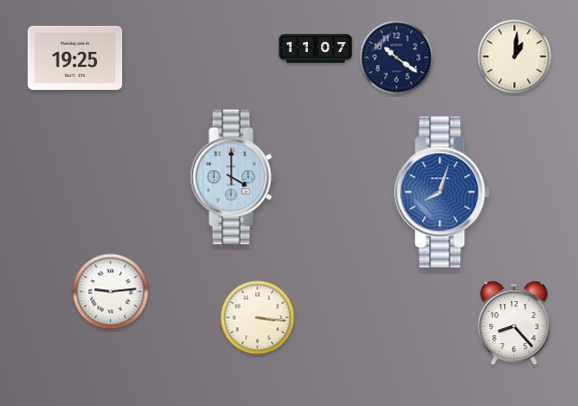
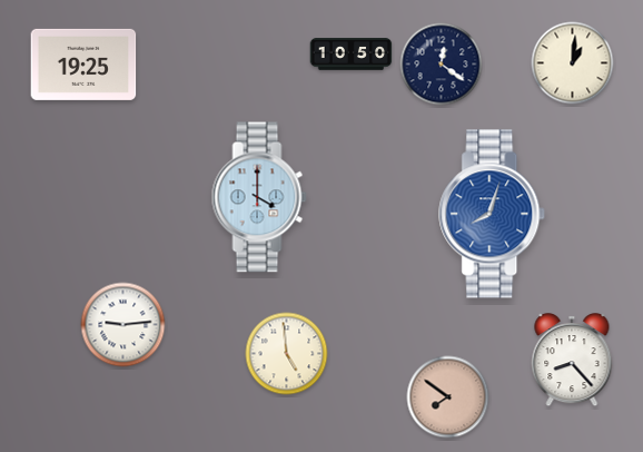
clock at (316, 49): 11:07 -> 10:50
clock at (397, 58): 10:21 -> 12:21
clock at (258, 318): 3:16 -> 4:59
clock at (448, 397): none -> 7:51
